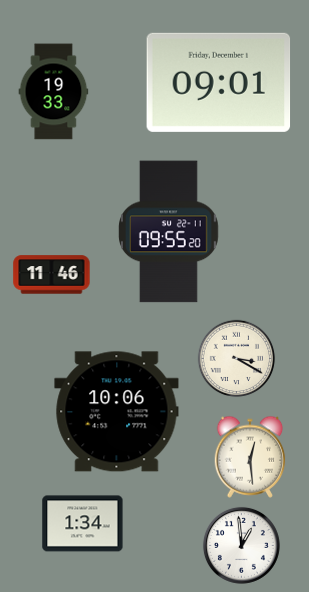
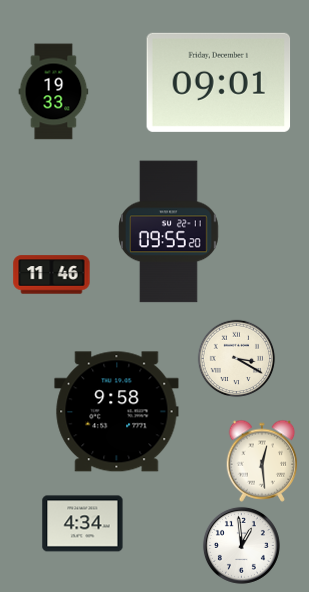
clock at (117, 412): 10:06 -> 9:58
clock at (250, 457) position: (250, 457) -> (262, 461)
clock at (83, 524): 1:34 -> 4:34
